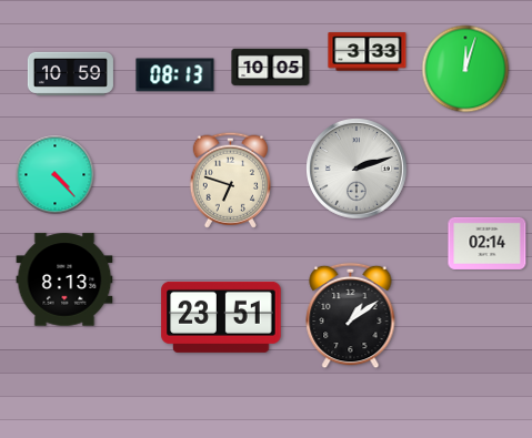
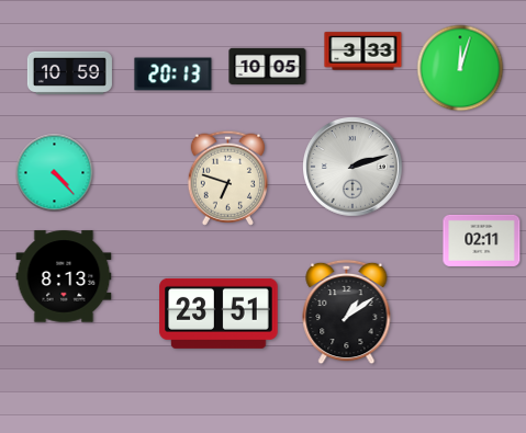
clock at (175, 75): 08:13 -> 20:13
clock at (488, 243): 02:14 -> 02:11
